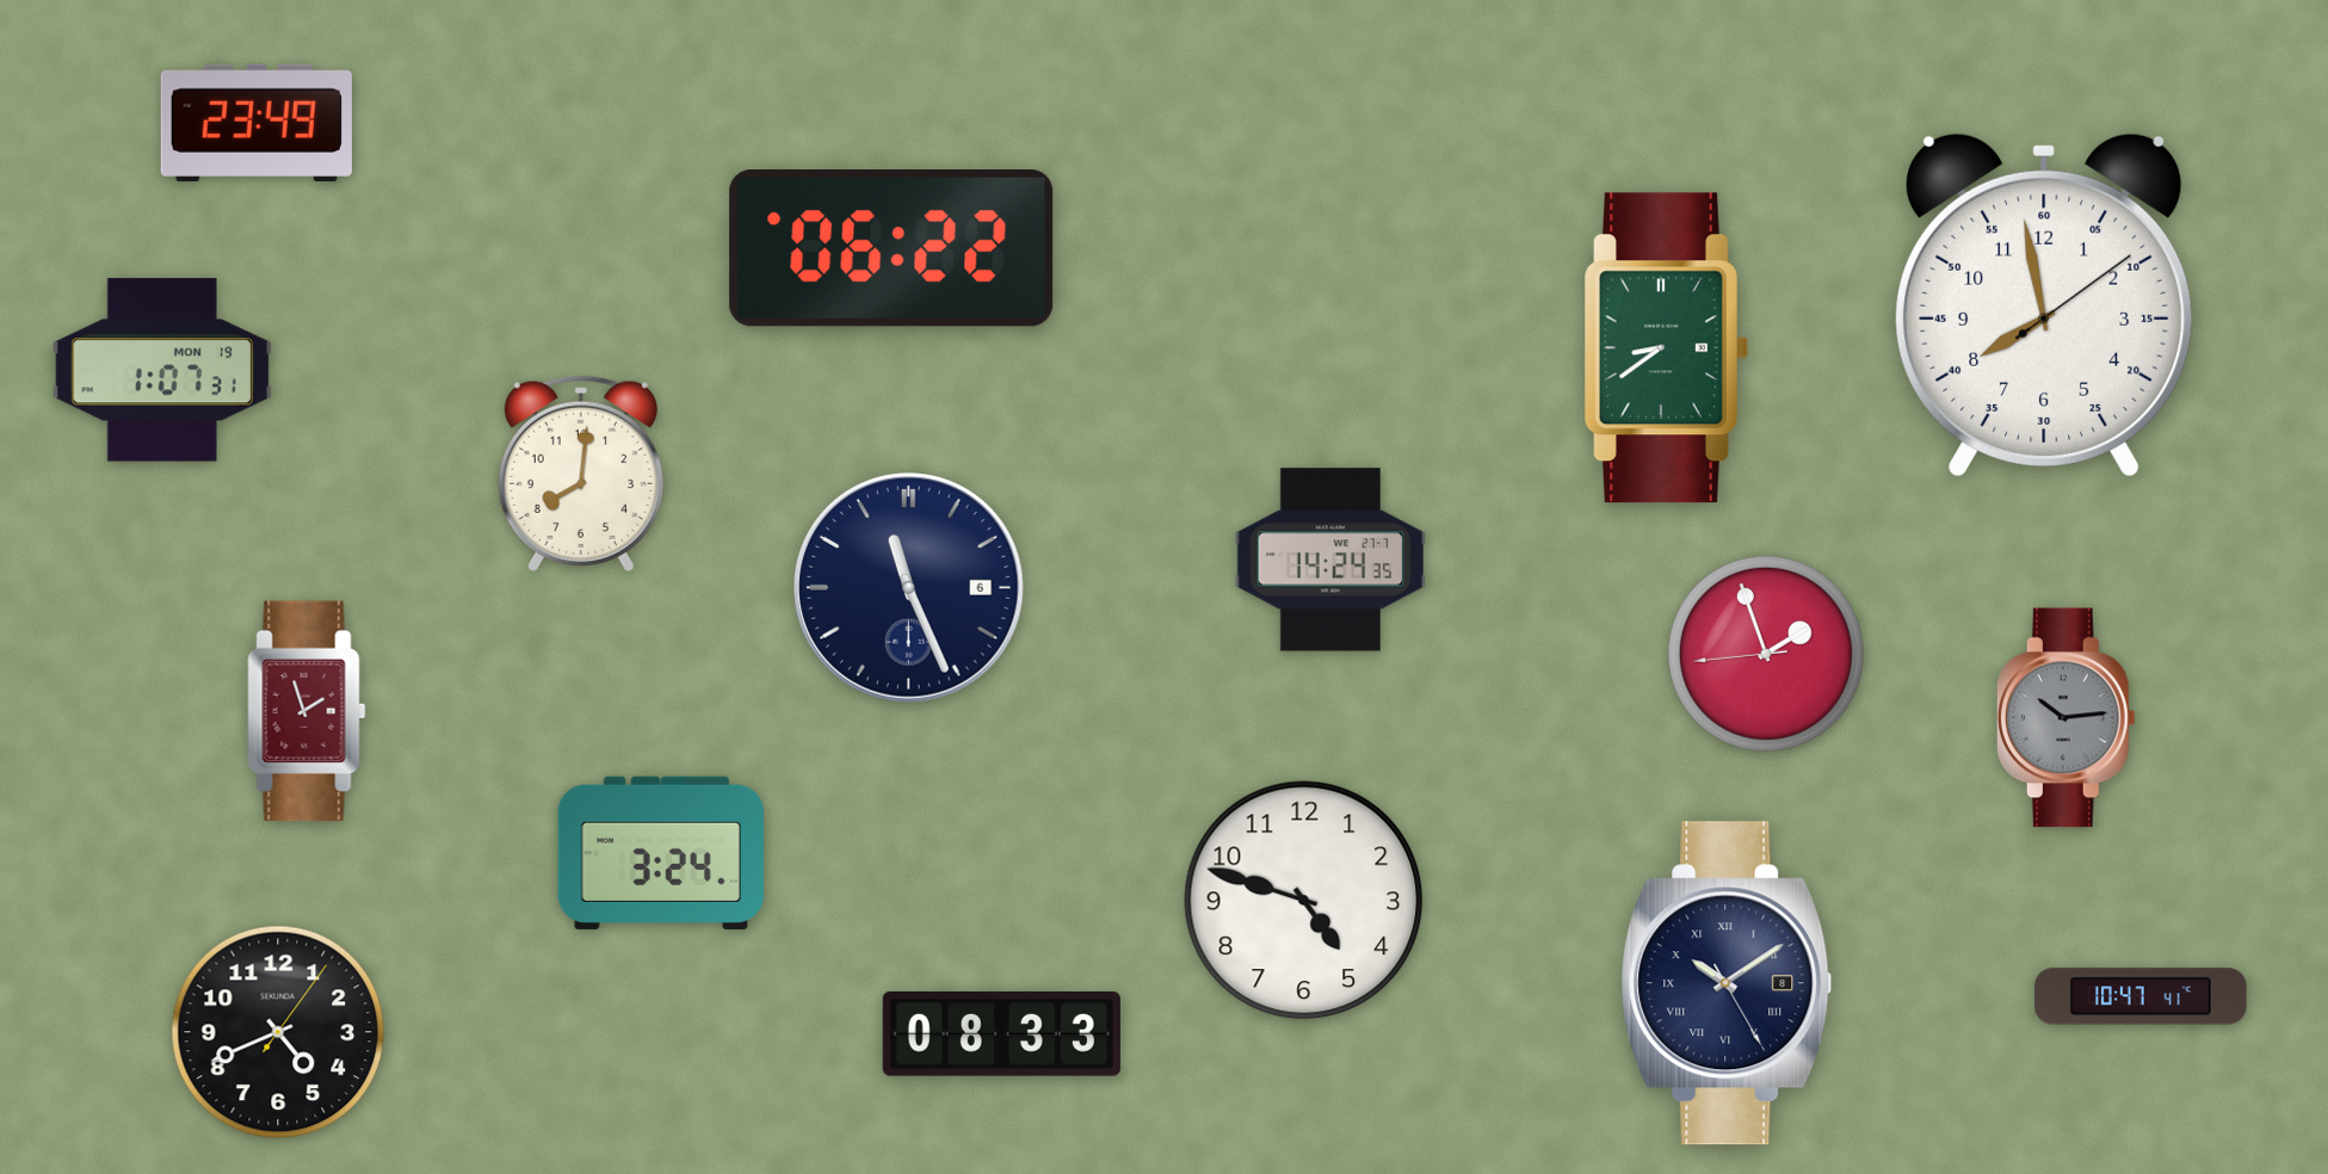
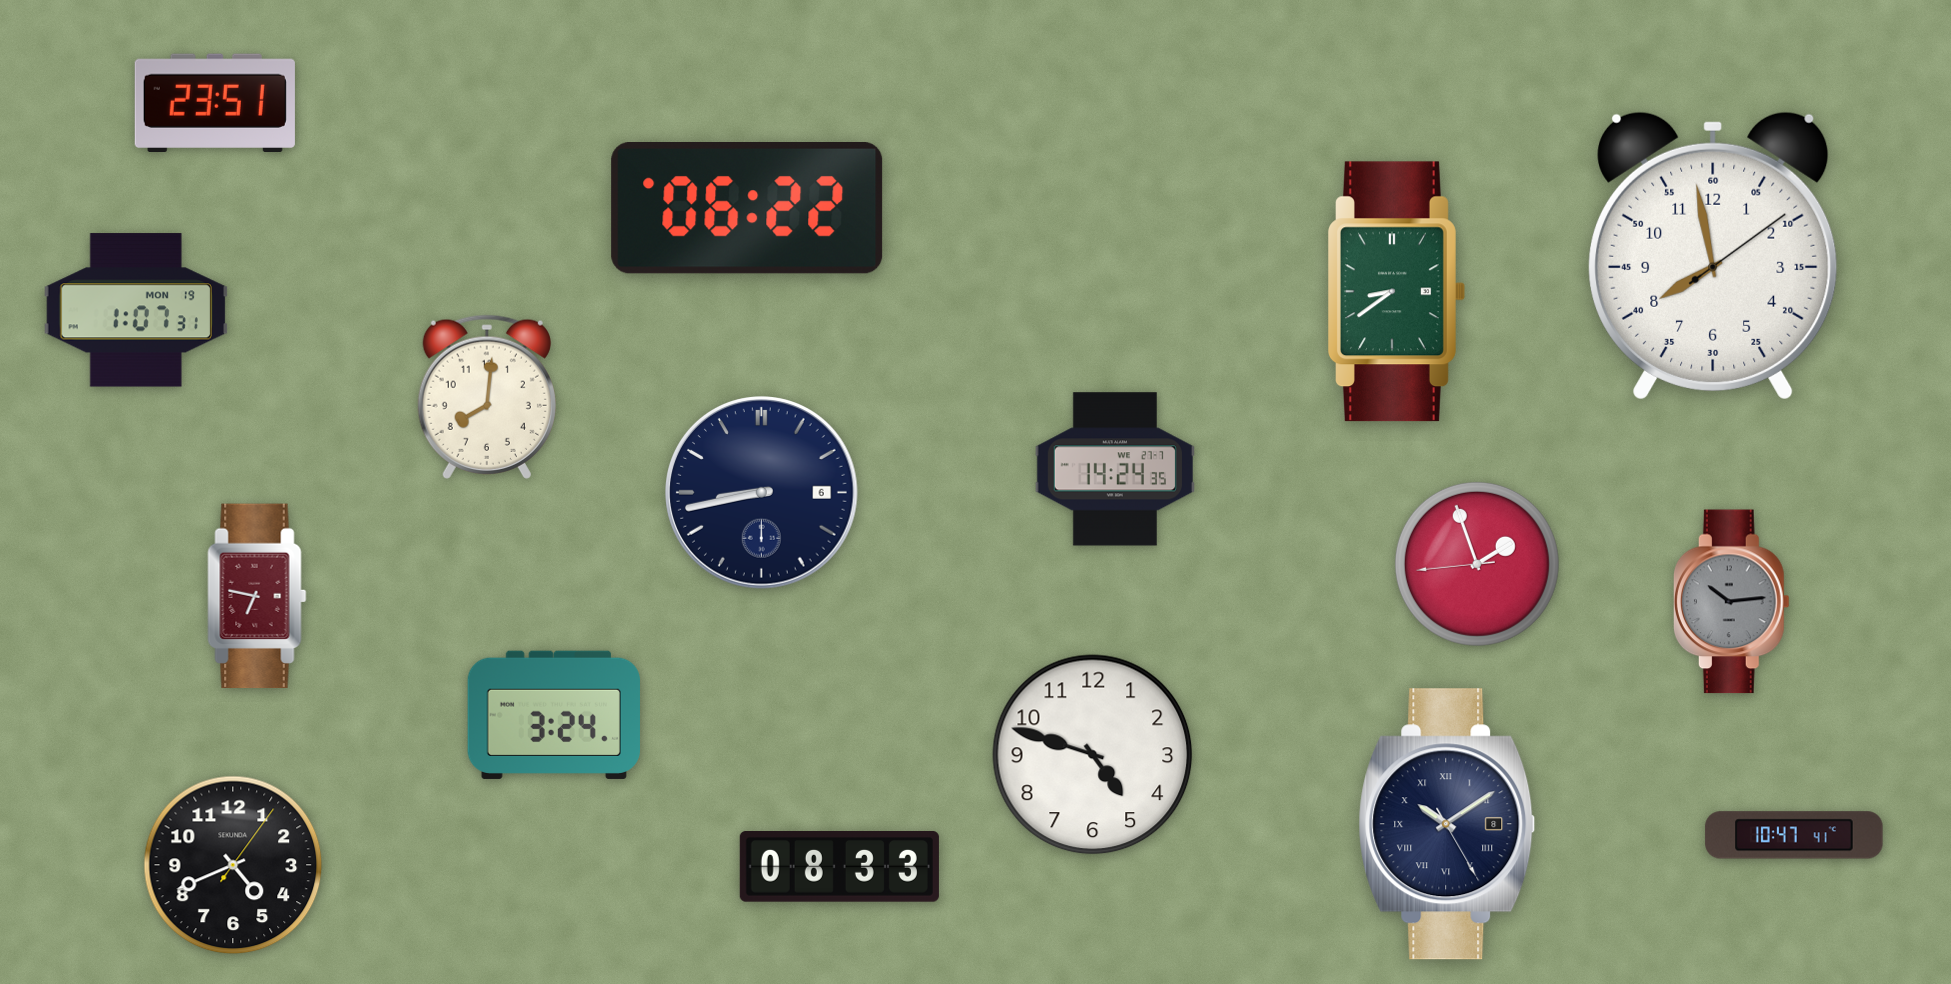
clock at (257, 122): 23:49 -> 23:51
clock at (909, 588): 11:26 -> 8:43
clock at (1766, 654) position: (1766, 654) -> (1477, 564)
clock at (307, 711): 1:57 -> 6:47
